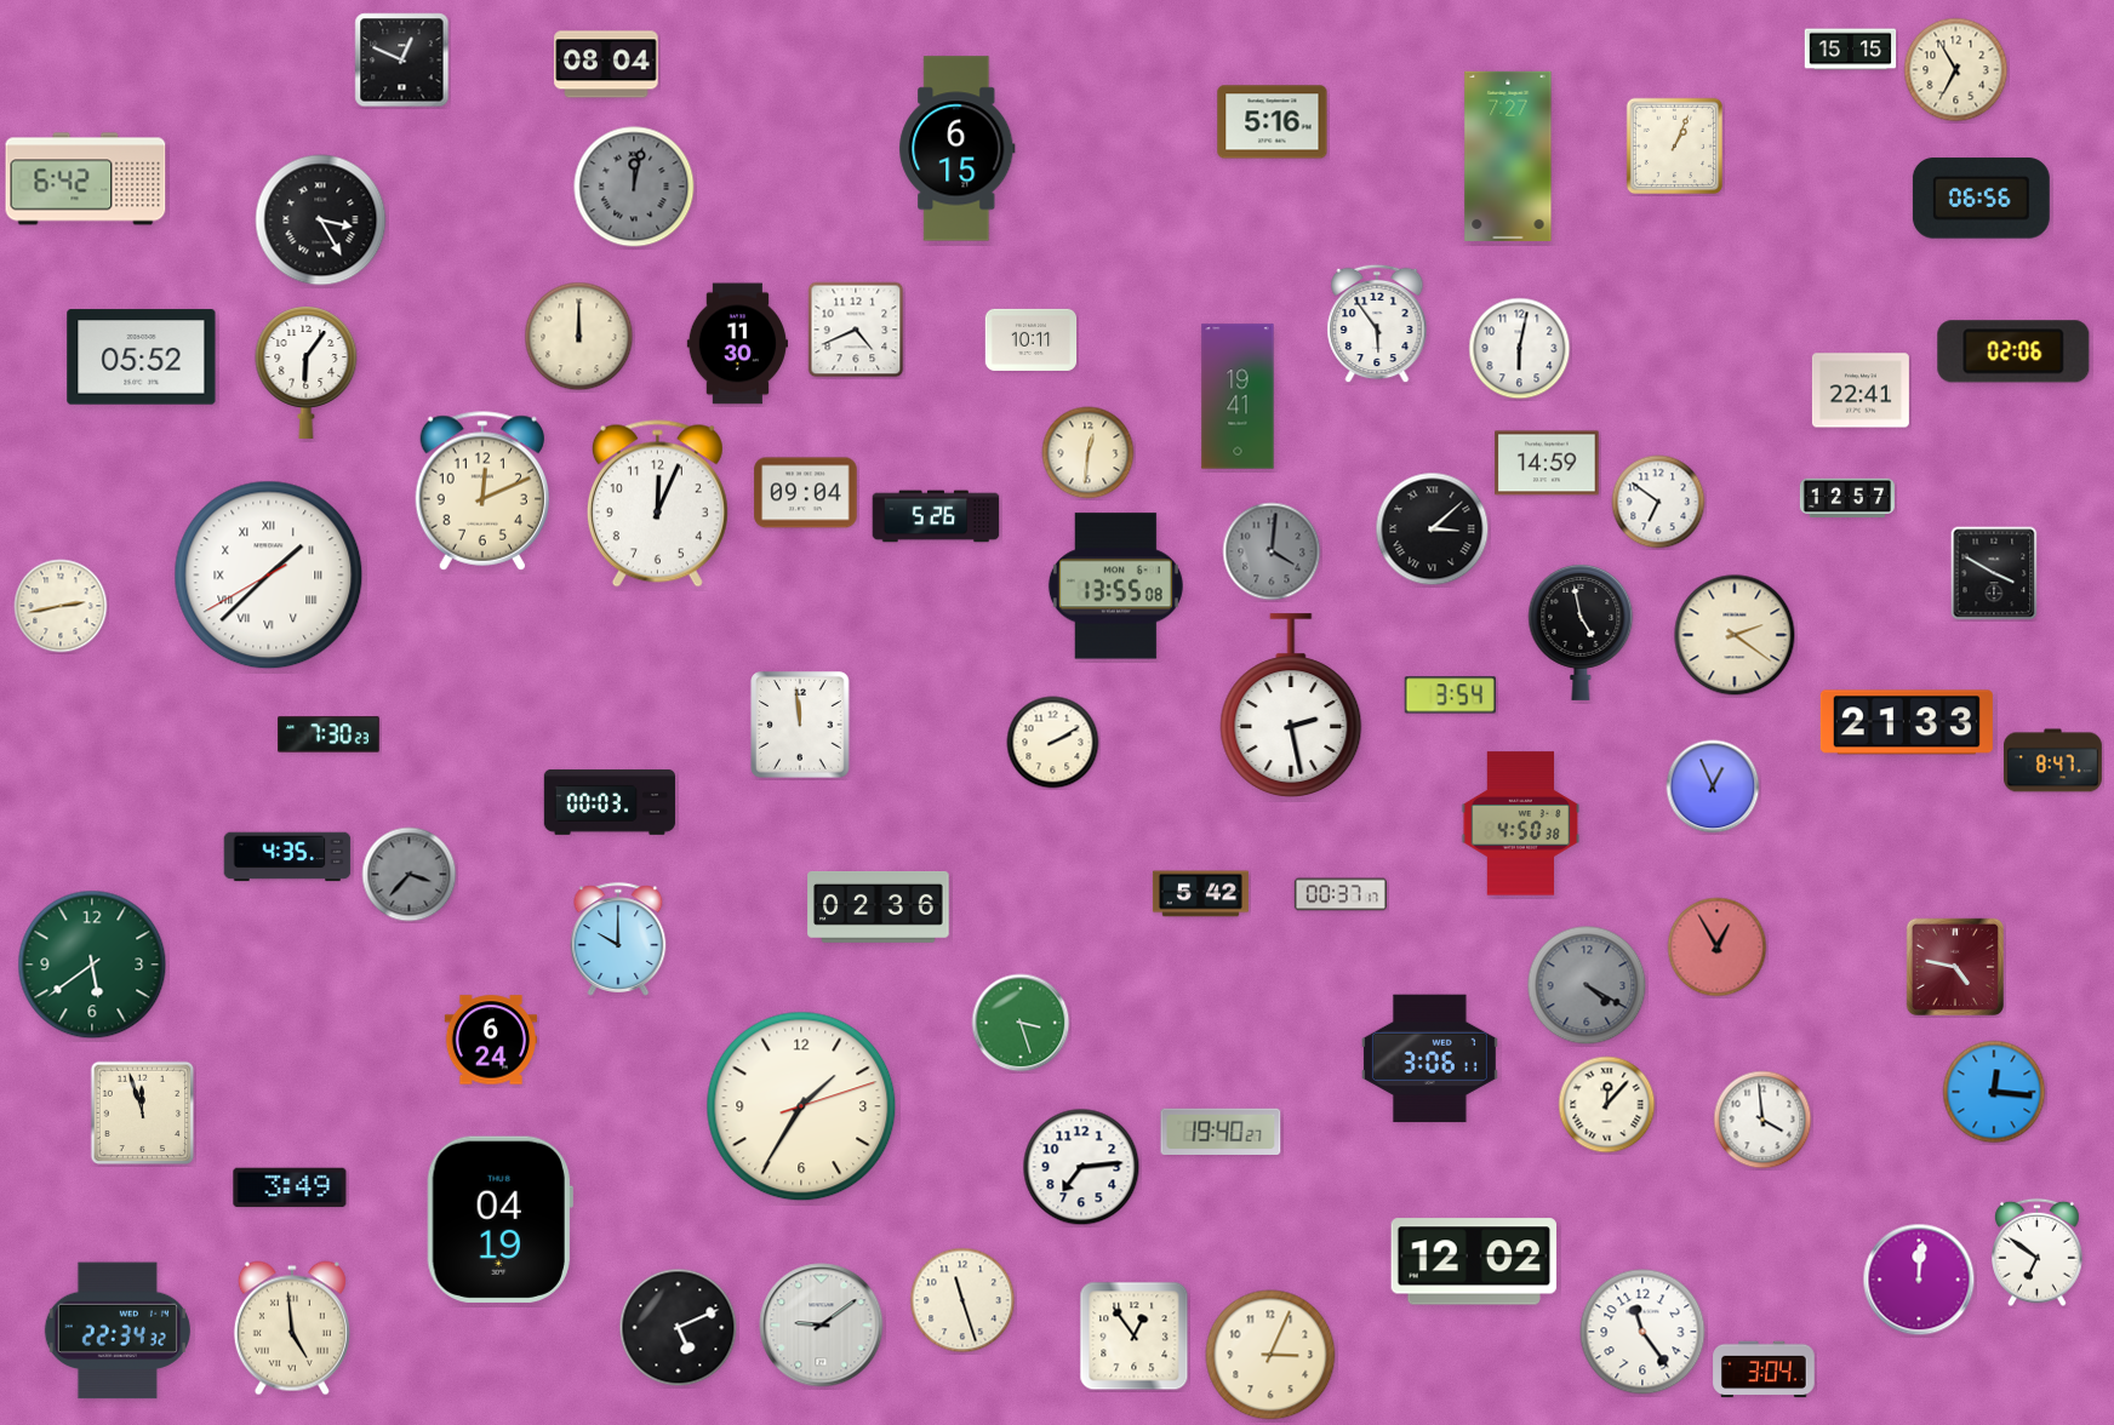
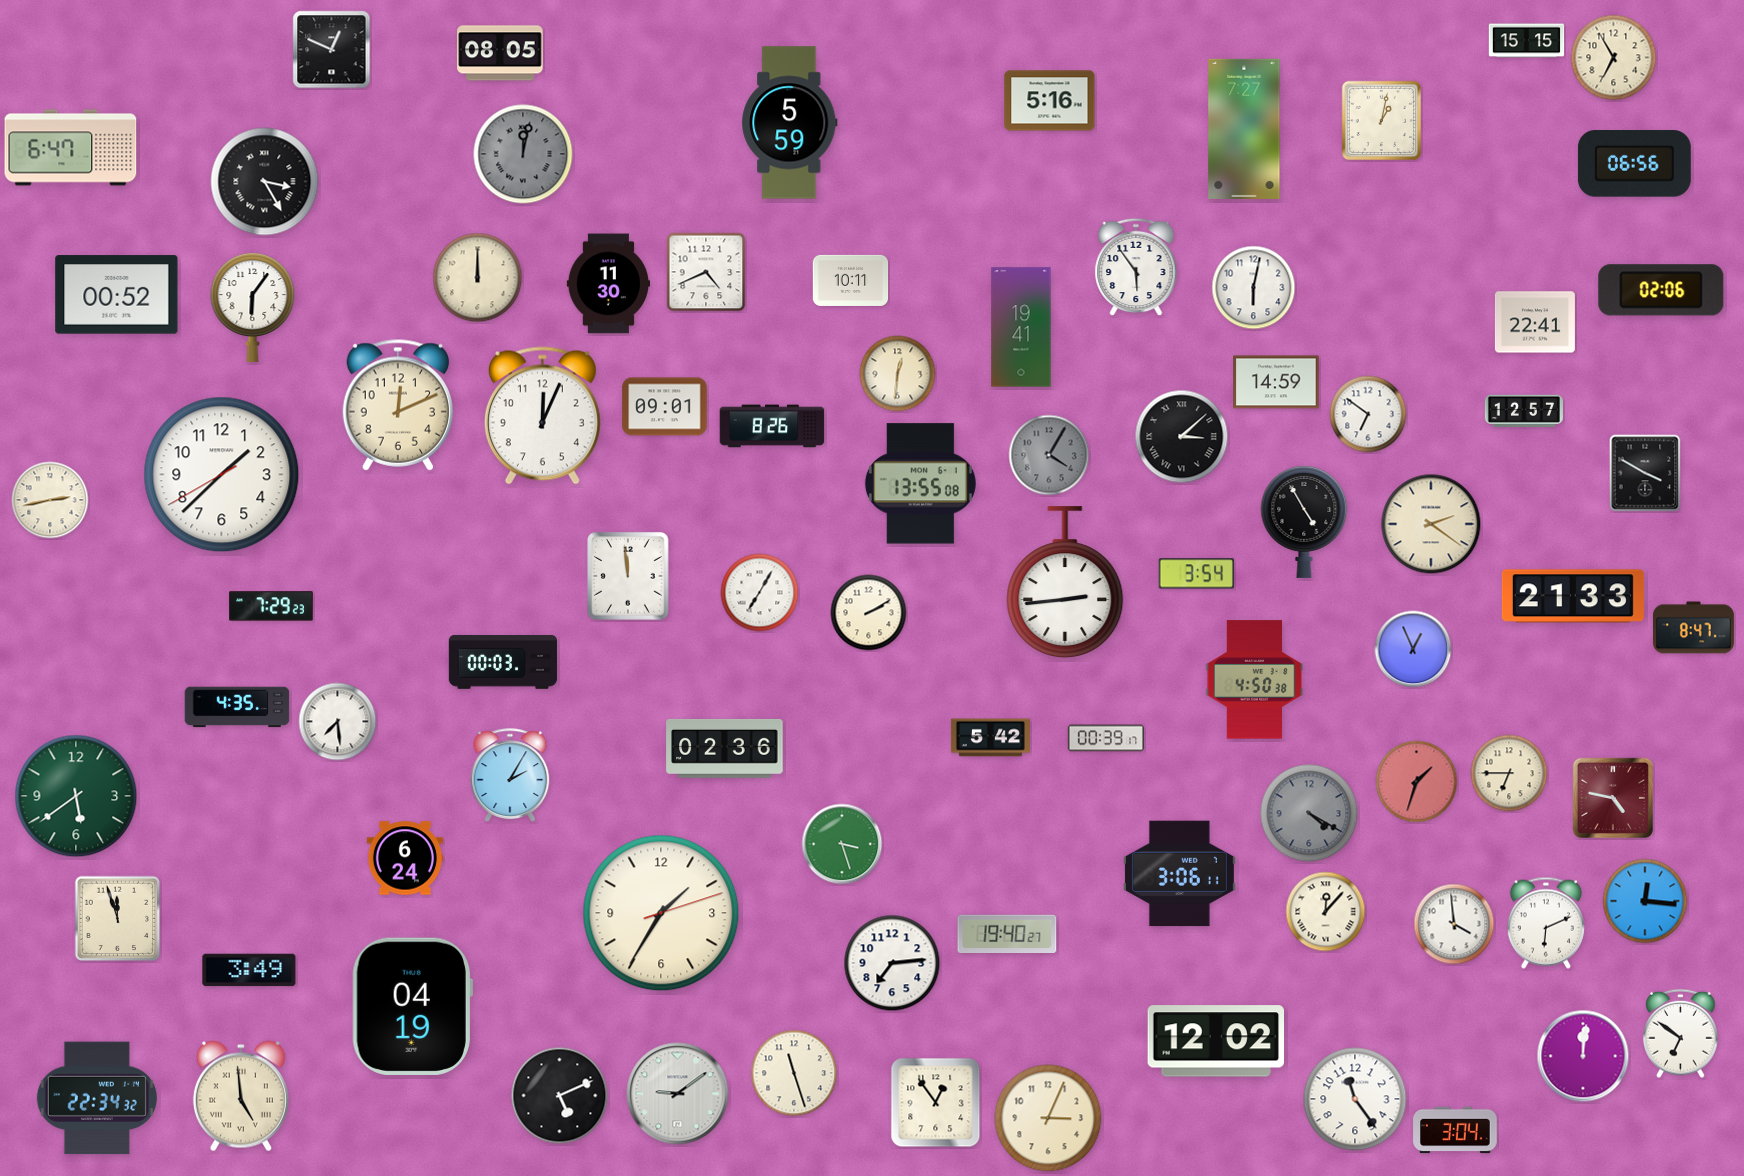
clock at (606, 64): 08:04 -> 08:05
clock at (1675, 147): 1:04 -> 1:02
clock at (958, 149): 6:15 -> 5:59
clock at (86, 179): 6:42 -> 6:47
clock at (142, 357): 05:52 -> 00:52
clock at (806, 493): 09:04 -> 09:01
clock at (936, 516): 5:26 -> 8:26
clock at (1272, 551): 4:01 -> 4:05
clock at (269, 576) numerals: Roman -> Arabic
clock at (1581, 631): 4:58 -> 4:55
clock at (1291, 705): 2:28 -> 2:44
clock at (760, 593): none -> 7:05
clock at (800, 725) position: (800, 725) -> (628, 576)
clock at (328, 734): 7:30 -> 7:29
clock at (410, 875): 3:37 -> 7:29
clock at (410, 875) dial: grey -> white
clock at (1339, 894): 00:37 -> 00:39
clock at (1509, 773): none -> 6:45
clock at (618, 939): 10:00 -> 2:05
clock at (1718, 948): 12:55 -> 1:33
clock at (1546, 923): none -> 6:11
clock at (290, 1187) position: (290, 1187) -> (249, 970)
